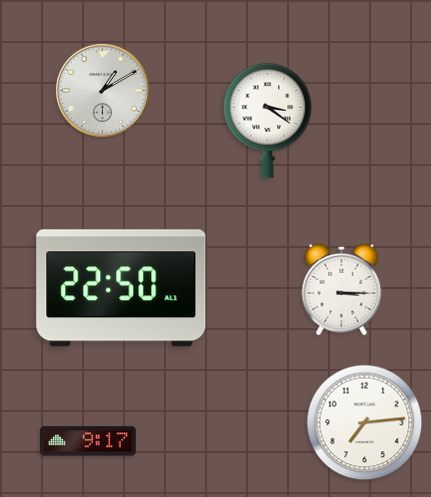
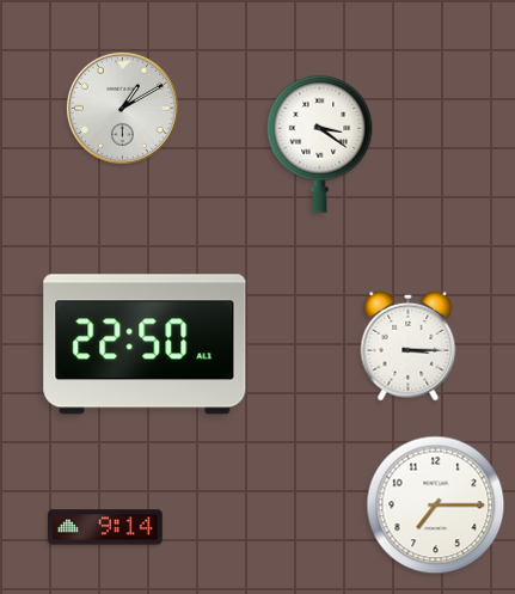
clock at (365, 423): 7:14 -> 7:15
clock at (89, 441): 9:17 -> 9:14
